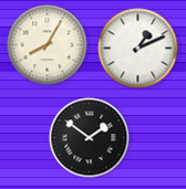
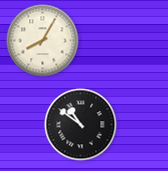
clock at (138, 49): 1:11 -> none
clock at (90, 138): 1:51 -> 10:51
